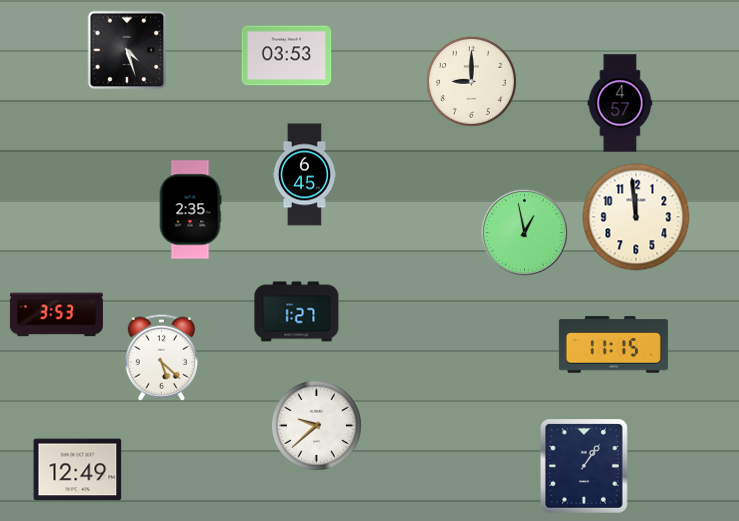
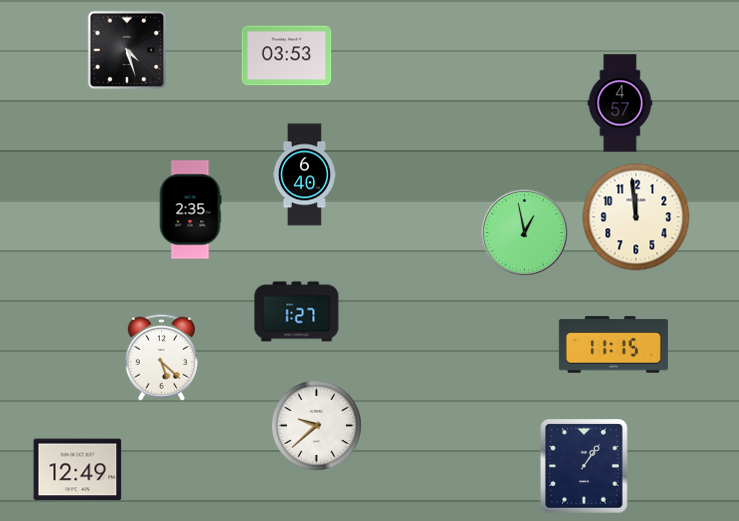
clock at (471, 81): 9:00 -> none
clock at (304, 175): 6:45 -> 6:40
clock at (56, 315): 3:53 -> none
